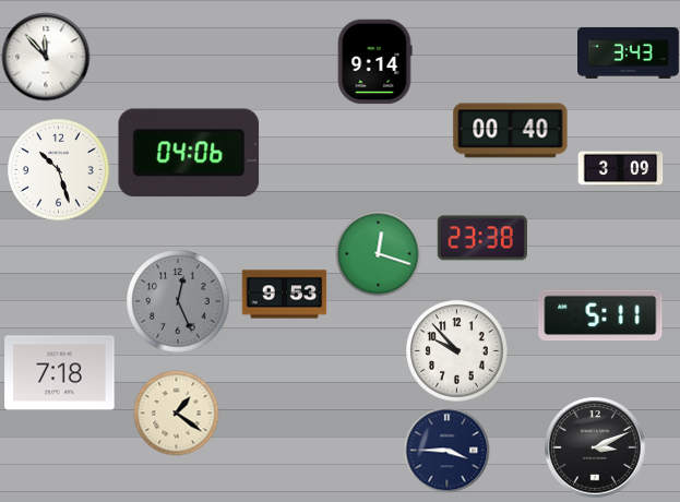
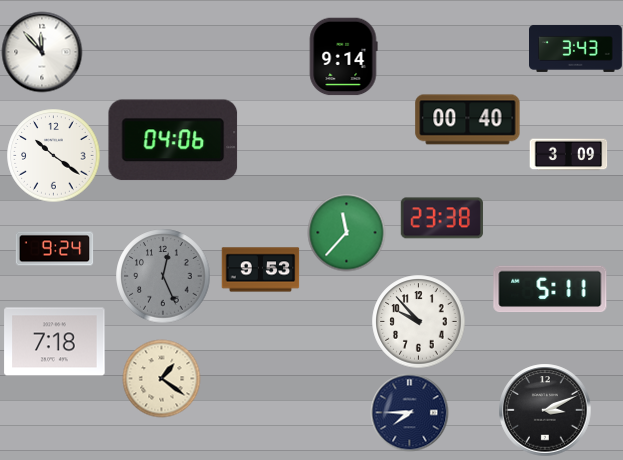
clock at (58, 169): 10:27 -> 10:21
clock at (378, 253): 12:18 -> 11:37
clock at (54, 249): none -> 9:24
clock at (446, 450): 3:45 -> 7:45
